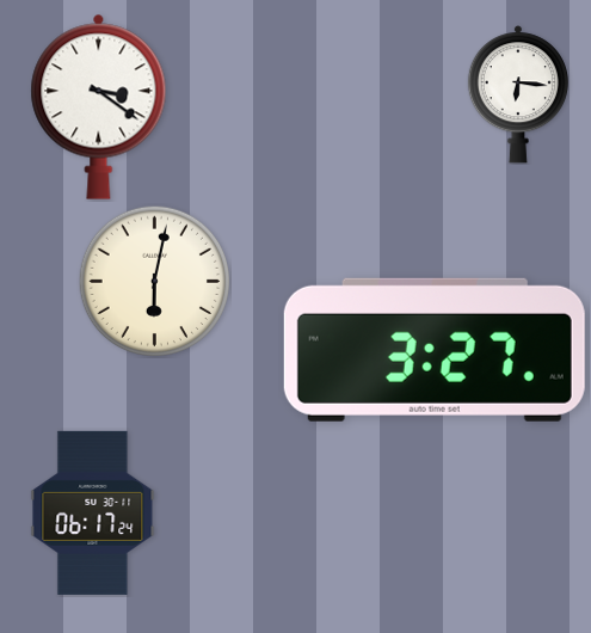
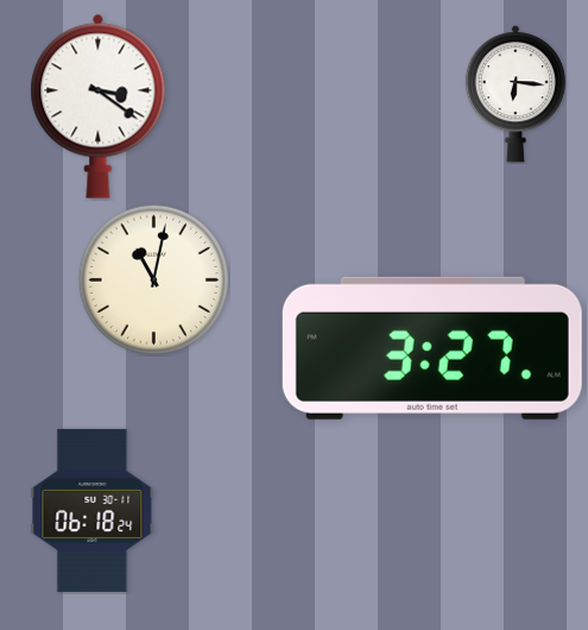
clock at (154, 281): 6:02 -> 11:02
clock at (93, 512): 06:17 -> 06:18
